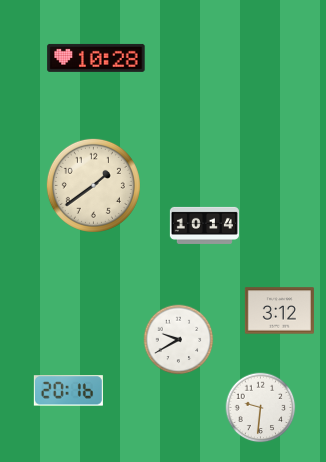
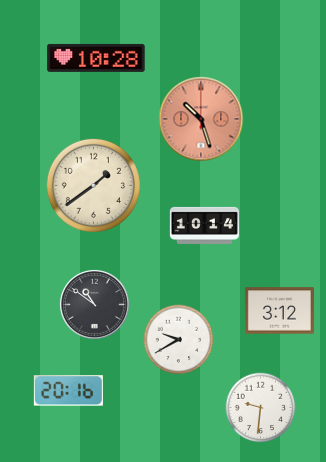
clock at (201, 119): none -> 10:27
clock at (94, 304): none -> 10:51
